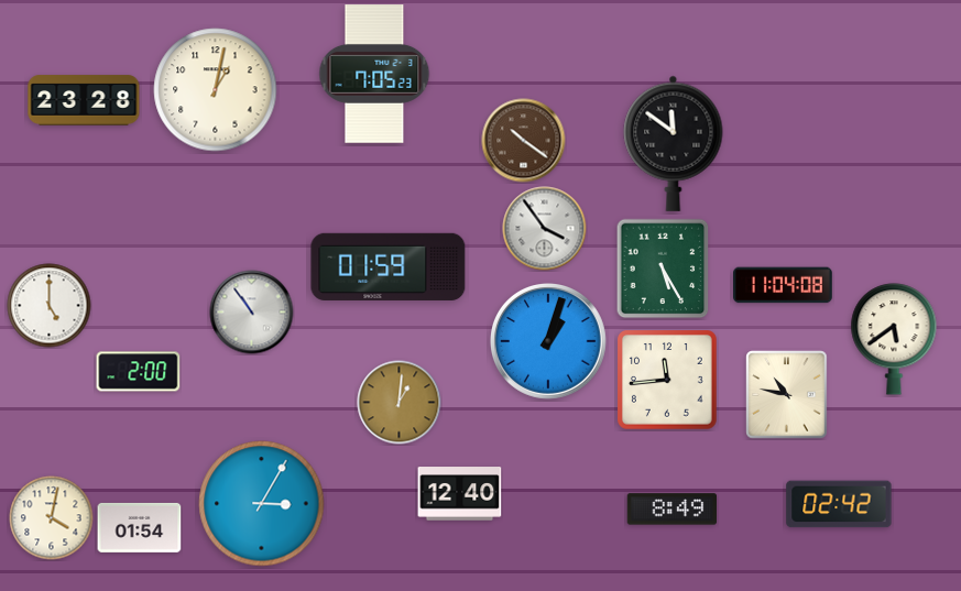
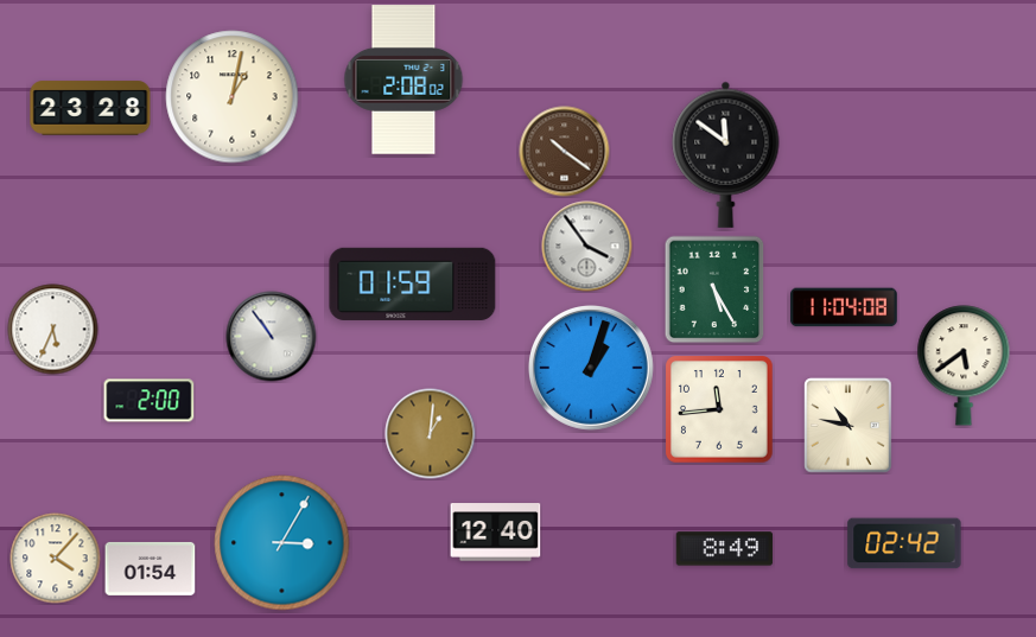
clock at (374, 74): 7:05 -> 2:08
clock at (389, 266) position: (389, 266) -> (413, 284)
clock at (50, 306): 5:00 -> 5:34
clock at (52, 518): 4:02 -> 4:07
